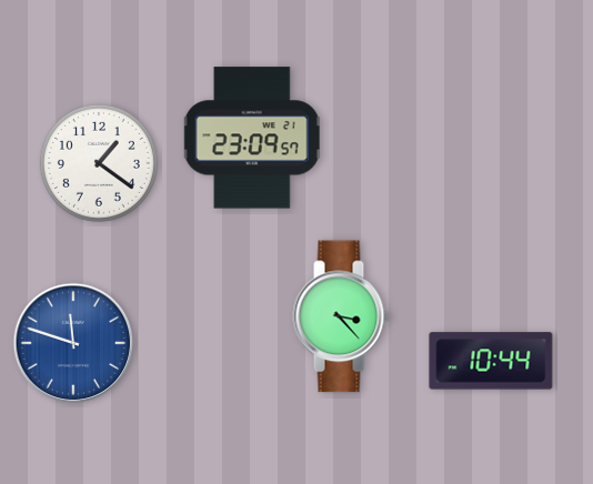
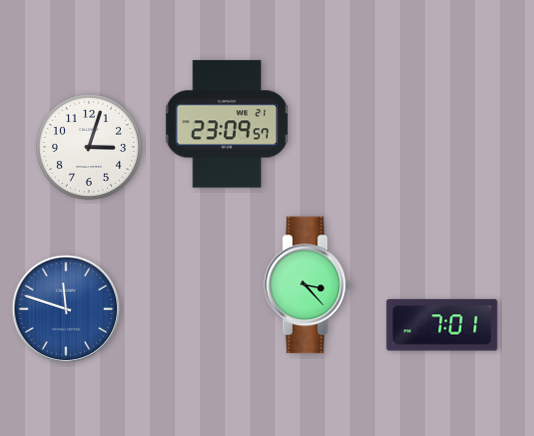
clock at (99, 163): 1:21 -> 3:03
clock at (491, 361): 10:44 -> 7:01
